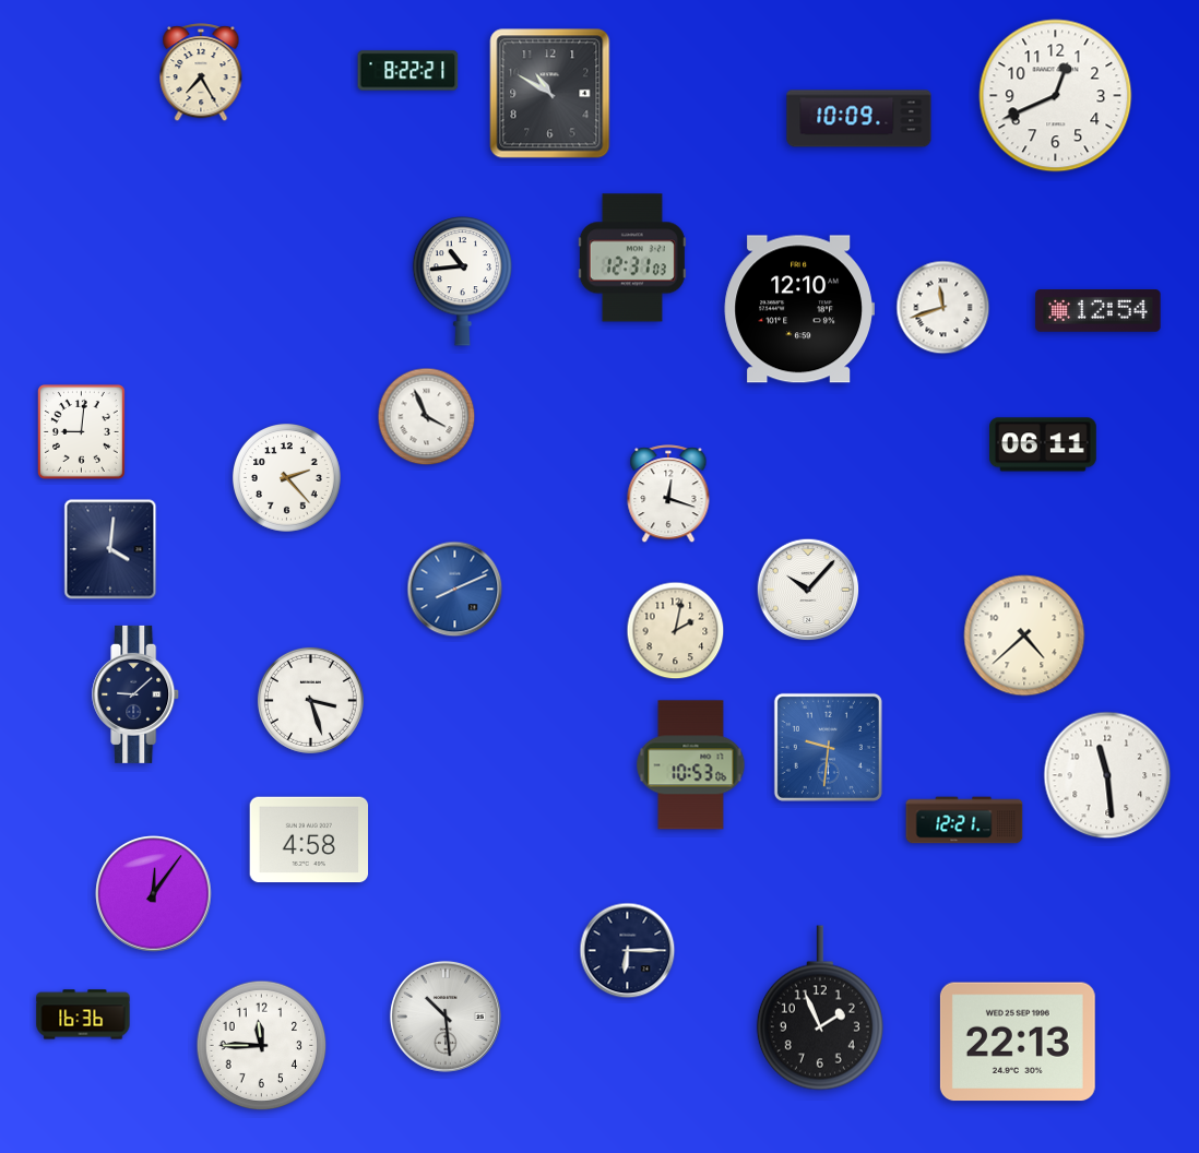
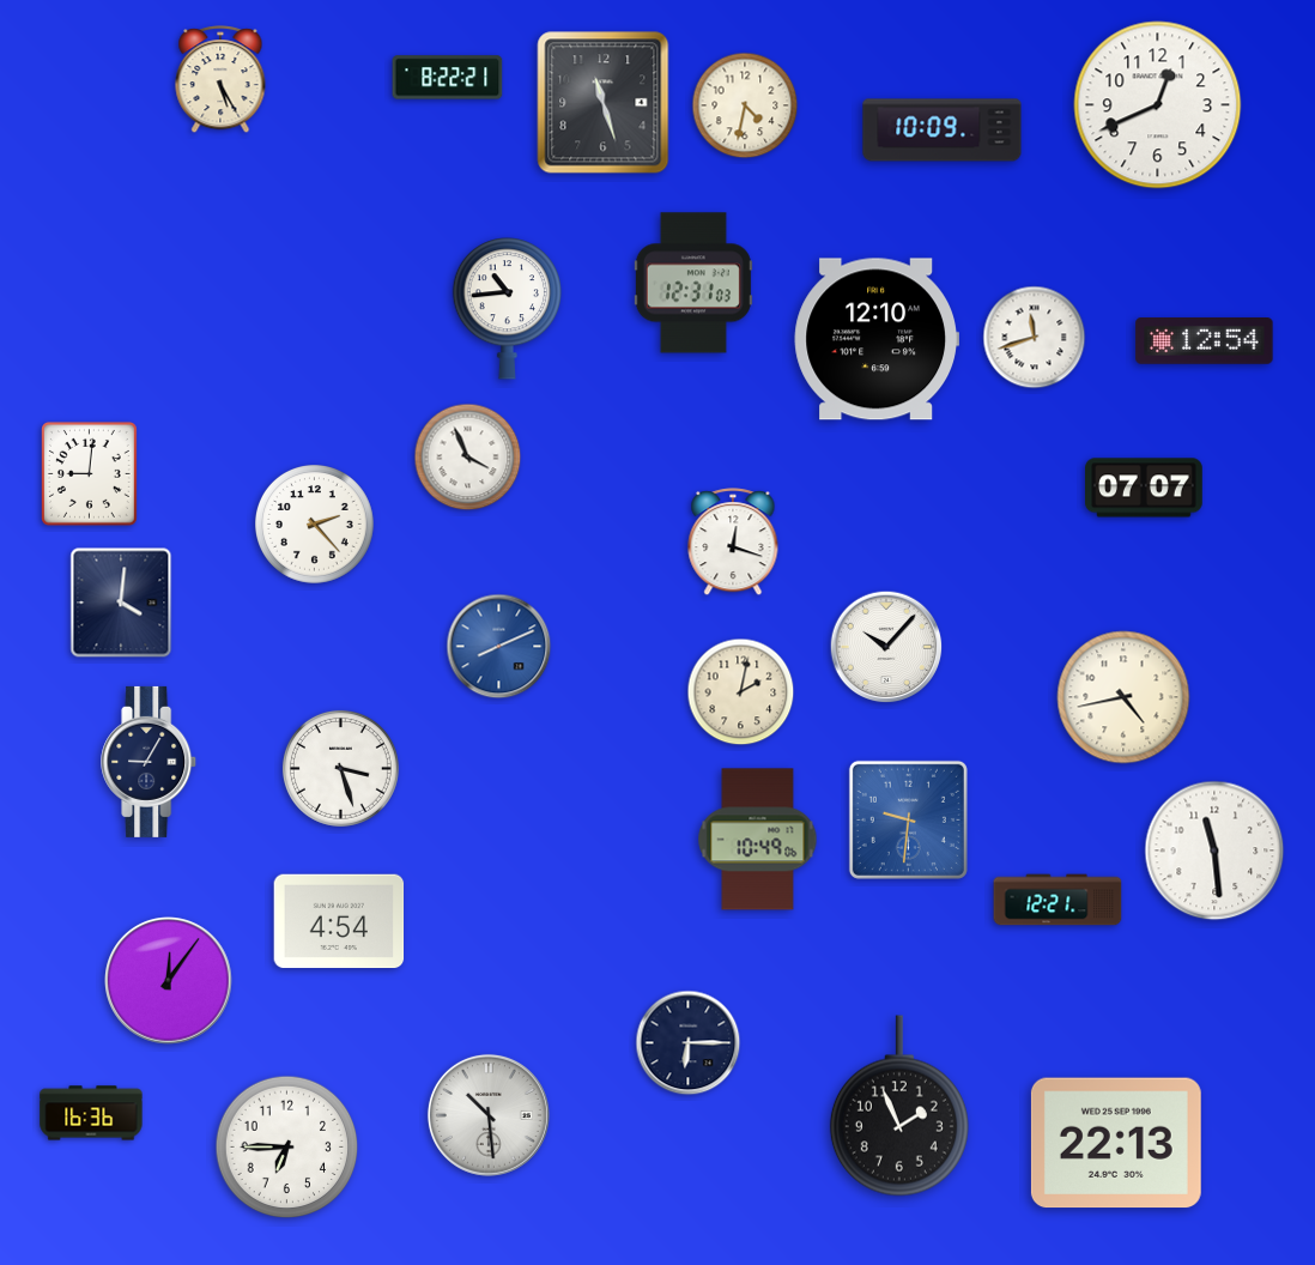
clock at (201, 73): 7:25 -> 5:25
clock at (550, 94): 10:50 -> 11:27
clock at (745, 105): none -> 4:32
clock at (1043, 444): 06:11 -> 07:07
clock at (1024, 635): 4:38 -> 4:43
clock at (136, 694): 9:08 -> 9:05
clock at (691, 765): 10:53 -> 10:49
clock at (309, 840): 4:58 -> 4:54
clock at (262, 1046): 11:45 -> 6:45
